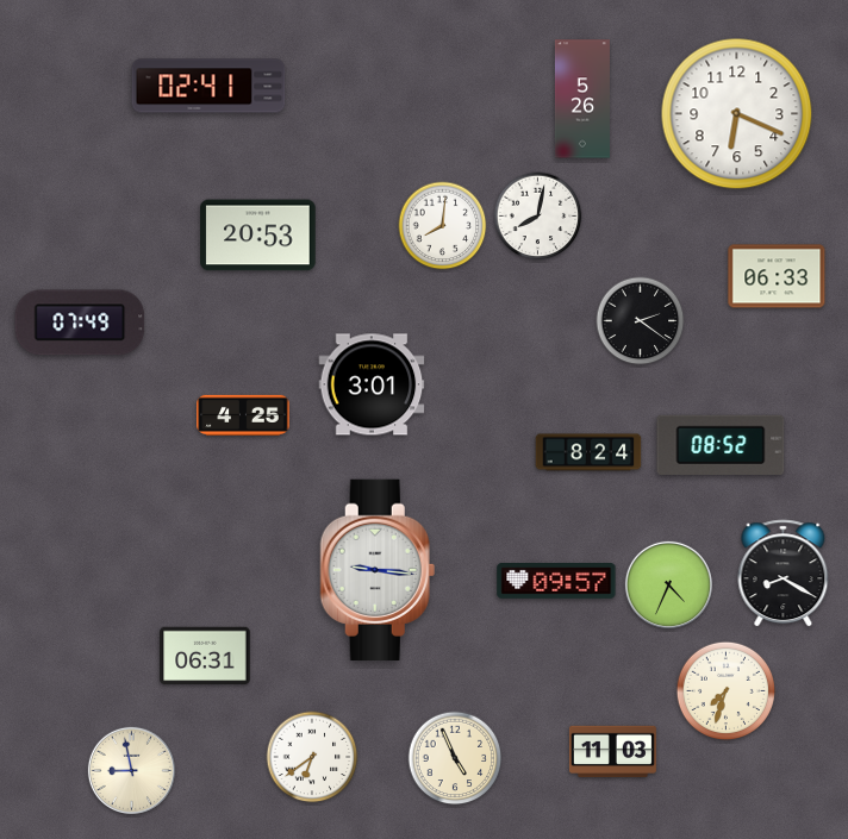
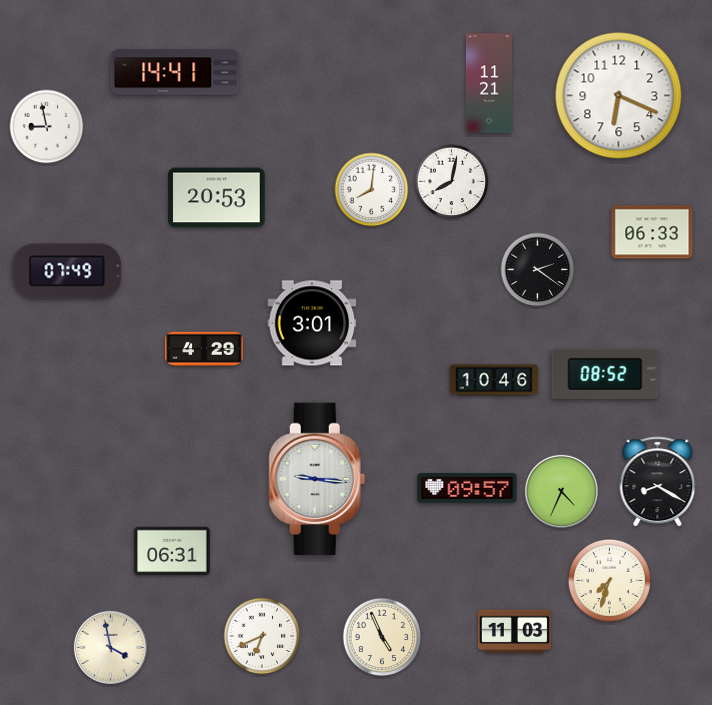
clock at (208, 86): 02:41 -> 14:41
clock at (582, 99): 5:26 -> 11:21
clock at (47, 127): none -> 8:58
clock at (243, 414): 4:25 -> 4:29
clock at (588, 452): 8:24 -> 10:46
clock at (312, 757): 6:39 -> 6:41
clock at (131, 770): 8:58 -> 3:58
